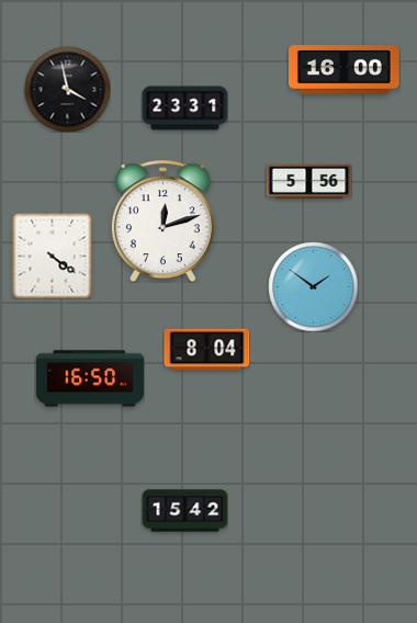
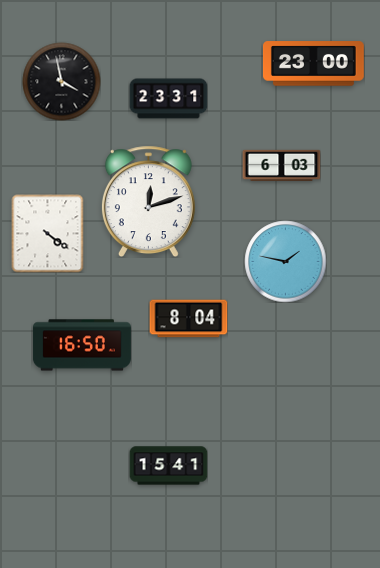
clock at (343, 70): 16:00 -> 23:00
clock at (308, 181): 5:56 -> 6:03
clock at (313, 286): 1:51 -> 1:47
clock at (184, 511): 15:42 -> 15:41
